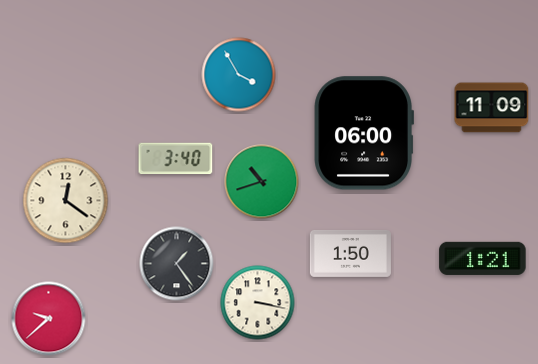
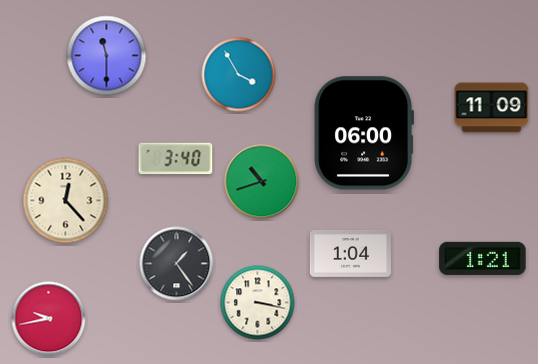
clock at (107, 56): none -> 11:30
clock at (66, 201): 12:21 -> 12:23
clock at (350, 253): 1:50 -> 1:04
clock at (49, 319): 9:38 -> 9:43
